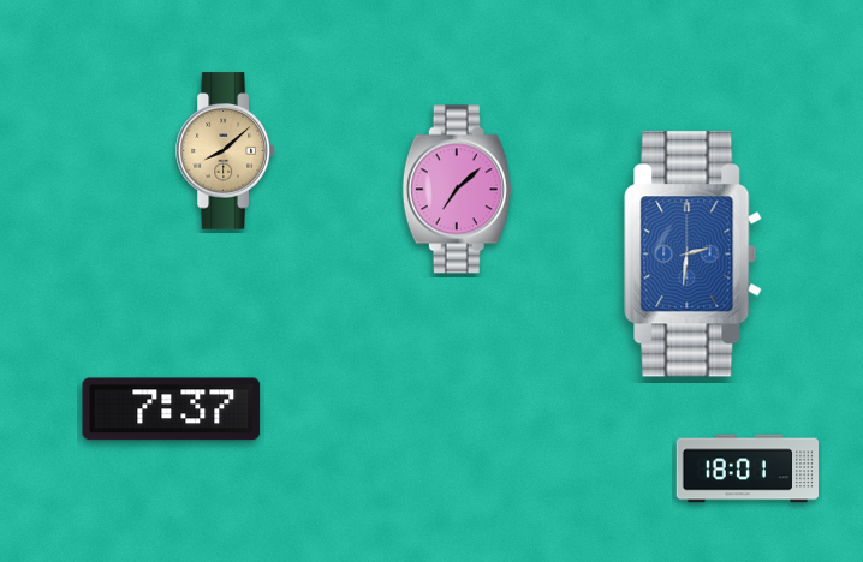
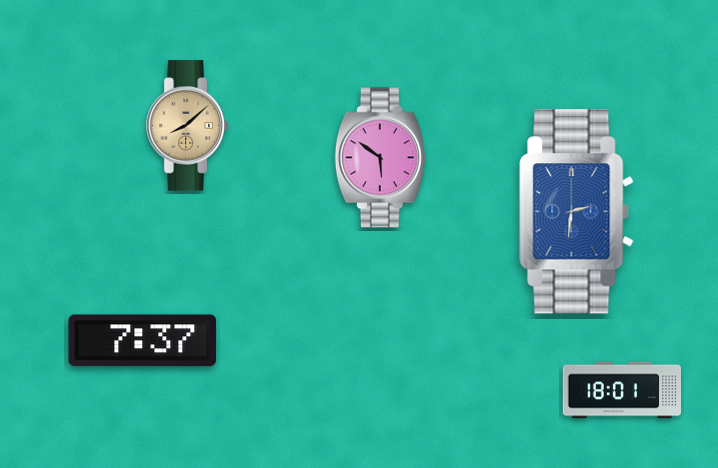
clock at (457, 190): 7:08 -> 5:51
